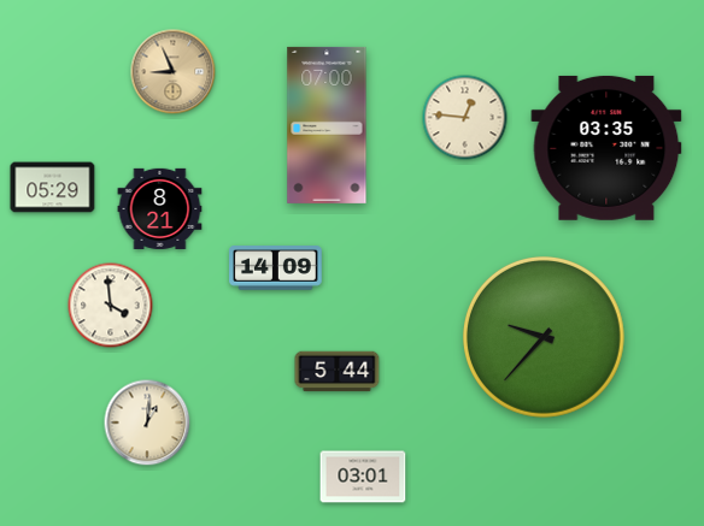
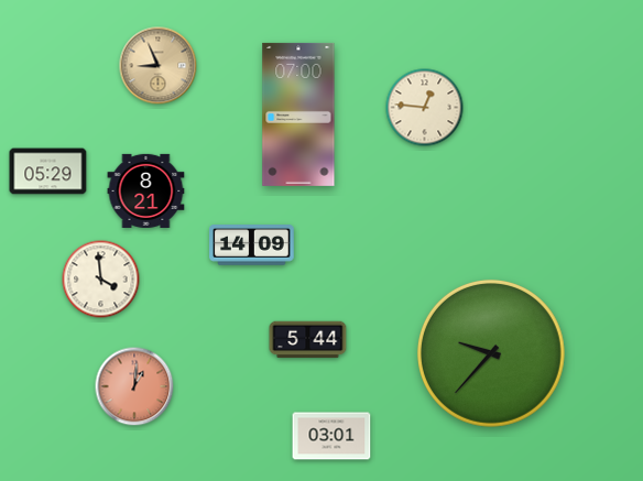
clock at (606, 148): 03:35 -> none
clock at (544, 337) position: (544, 337) -> (491, 353)
clock at (147, 422) dial: cream -> salmon
